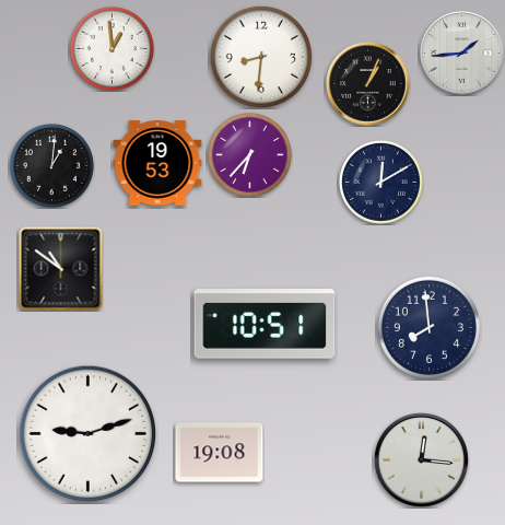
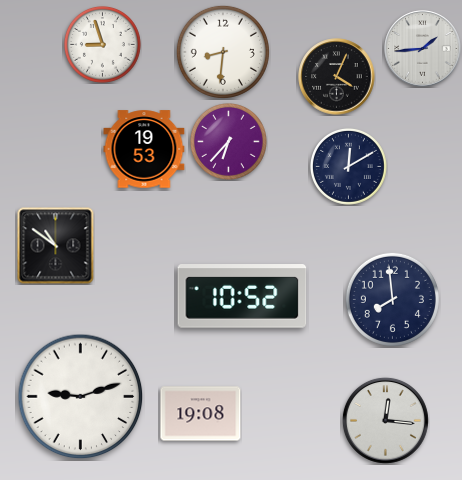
clock at (111, 48): 12:59 -> 8:57
clock at (261, 57) position: (261, 57) -> (223, 52)
clock at (368, 84): 1:04 -> 4:04
clock at (51, 165): 1:01 -> none
clock at (265, 325): 10:51 -> 10:52
